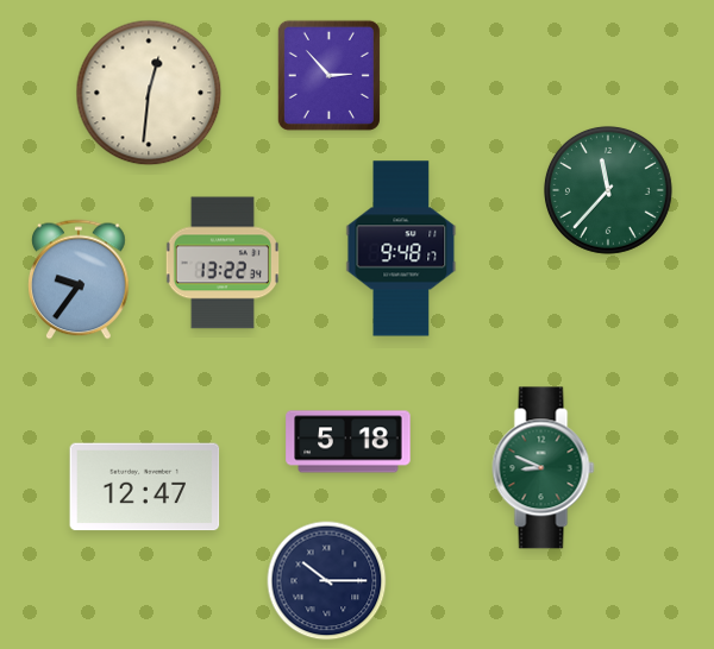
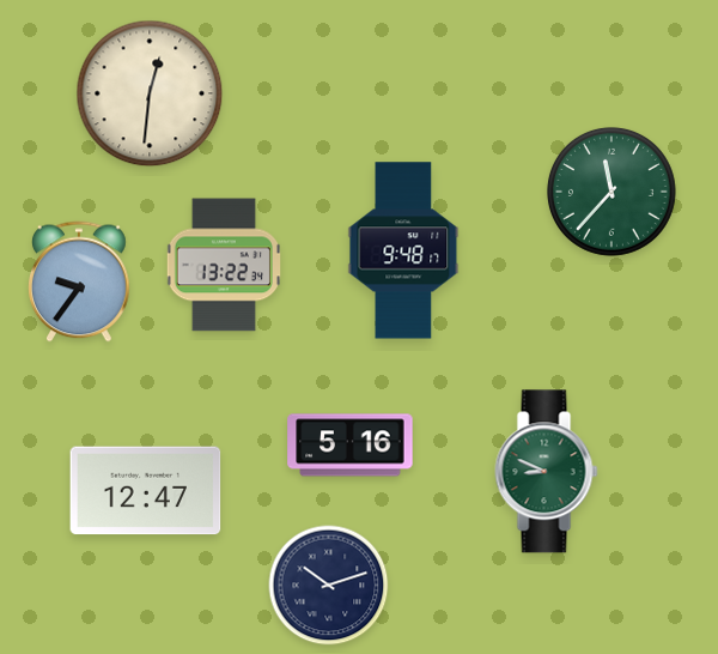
clock at (328, 75): 2:53 -> none
clock at (349, 442): 5:18 -> 5:16
clock at (327, 581): 10:15 -> 10:12
